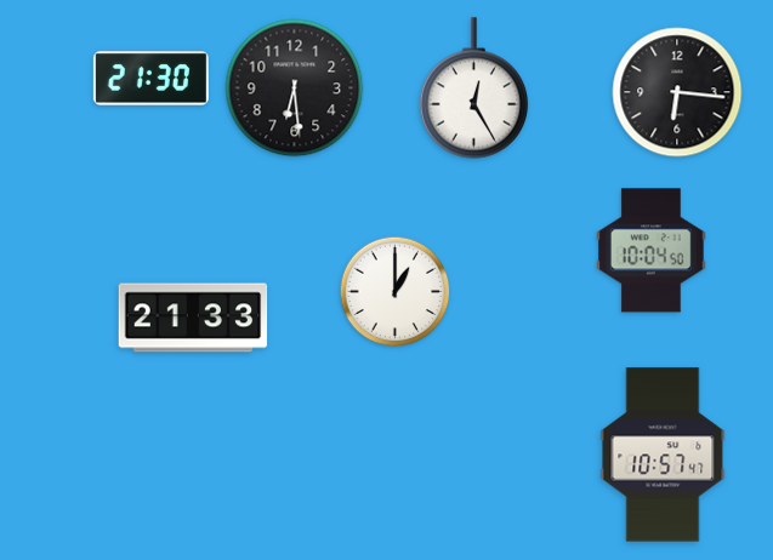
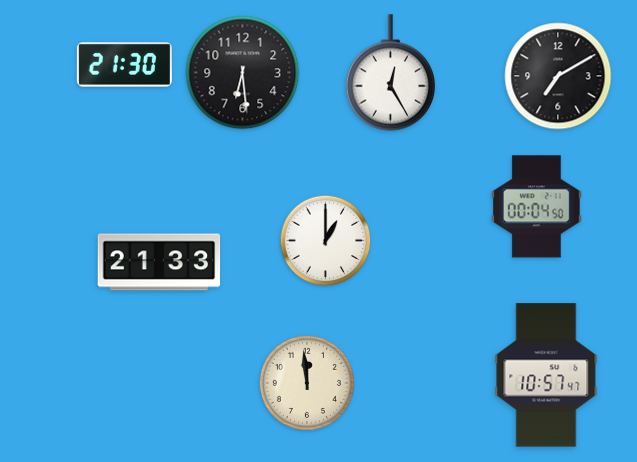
clock at (677, 92): 6:16 -> 7:10
clock at (652, 251): 10:04 -> 00:04
clock at (307, 383): none -> 11:59
